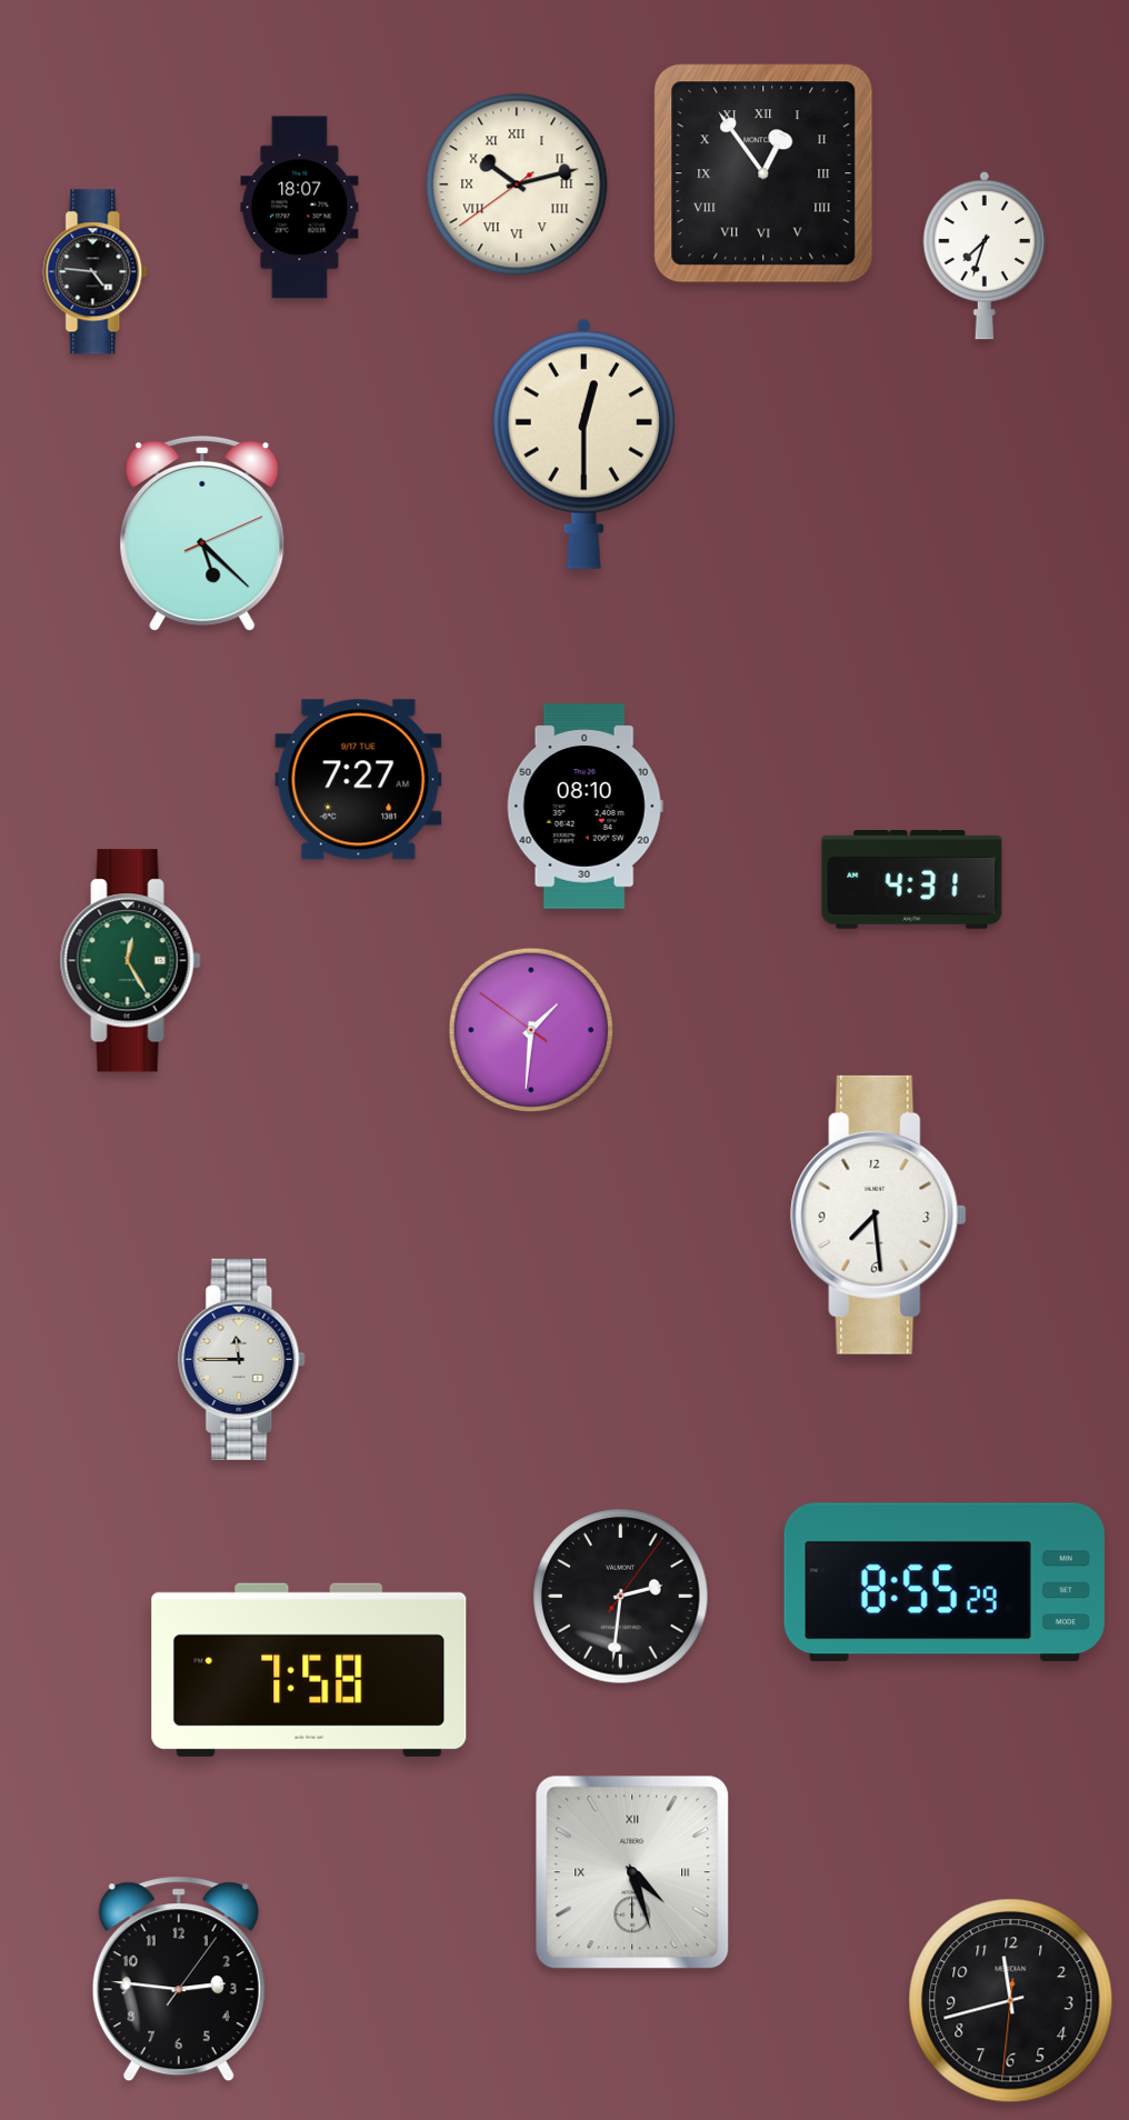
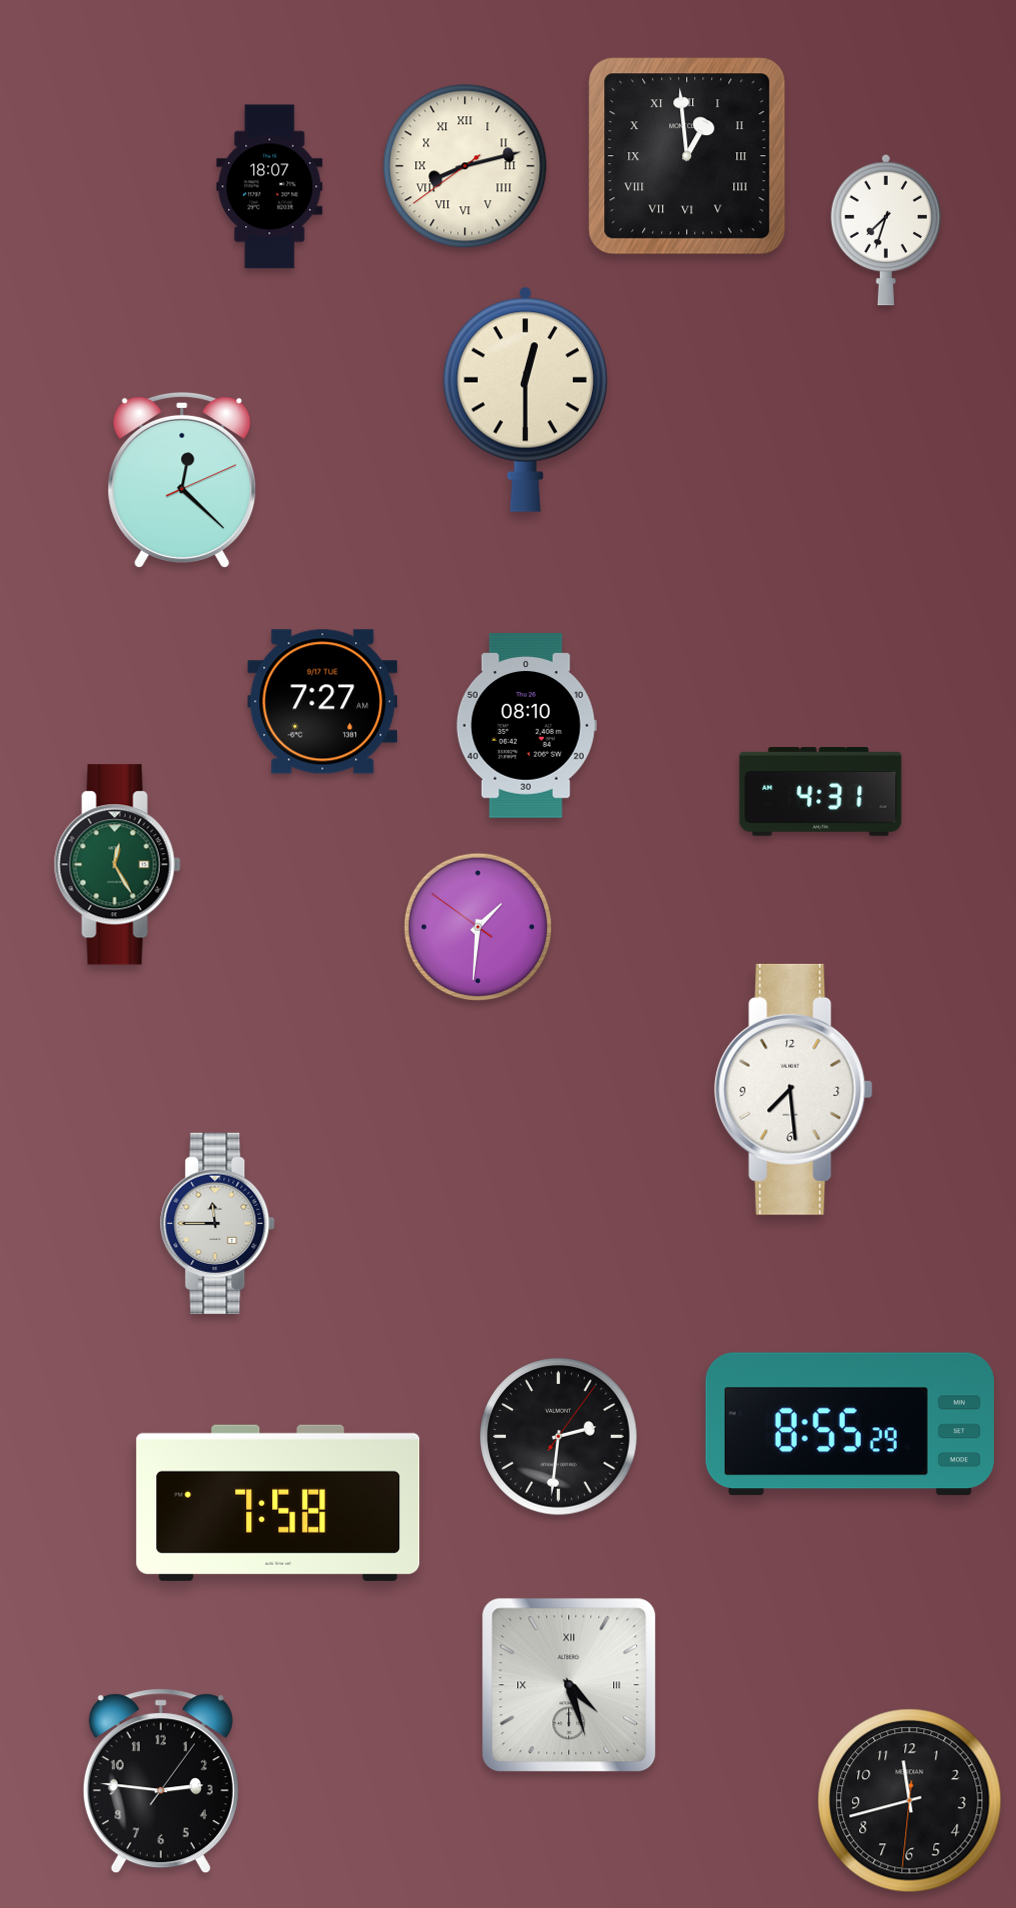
clock at (763, 173): 12:54 -> 12:59
clock at (517, 184): 10:12 -> 8:12
clock at (96, 272): 4:46 -> none
clock at (202, 533): 5:22 -> 12:22
clock at (879, 1214) position: (879, 1214) -> (794, 1089)
